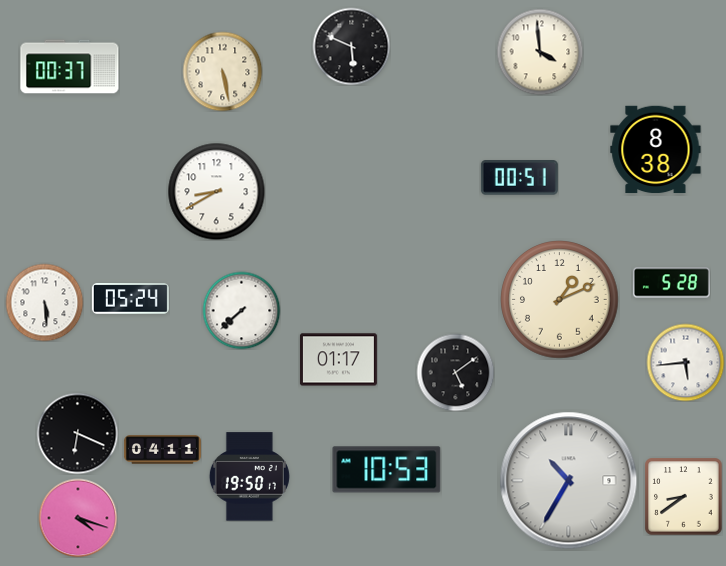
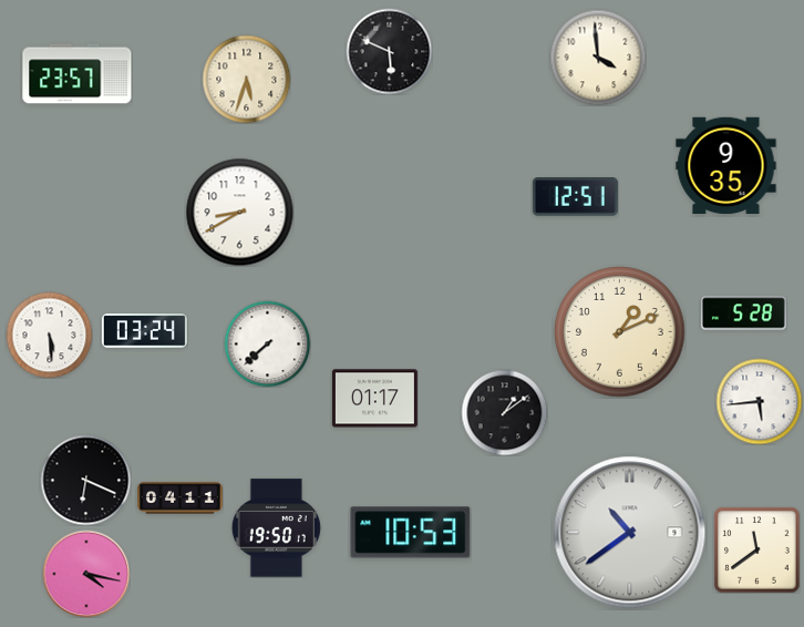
clock at (70, 67): 00:37 -> 23:57
clock at (222, 71): 5:28 -> 5:33
clock at (656, 150): 8:38 -> 9:35
clock at (519, 178): 00:51 -> 12:51
clock at (130, 299): 05:24 -> 03:24
clock at (455, 372): 5:09 -> 1:09
clock at (387, 470) position: (387, 470) -> (411, 533)
clock at (569, 481): 10:35 -> 10:39
clock at (683, 496): 8:39 -> 11:39
clock at (78, 518): 4:18 -> 4:17
